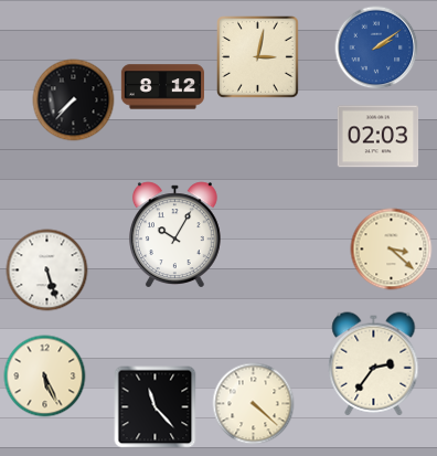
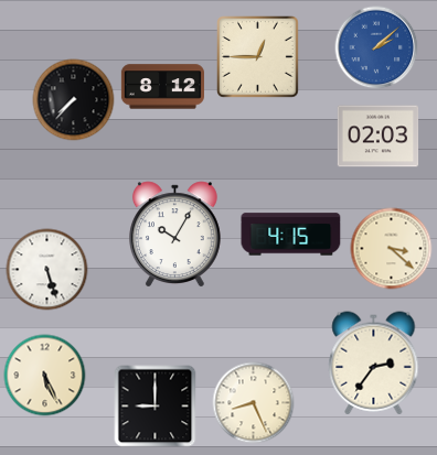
clock at (376, 47): 2:09 -> 2:08
clock at (258, 57): 3:02 -> 12:45
clock at (291, 235): none -> 4:15
clock at (254, 404): 4:22 -> 8:26
clock at (156, 407): 11:23 -> 9:00
